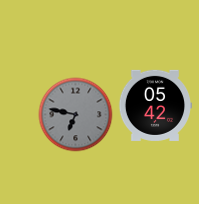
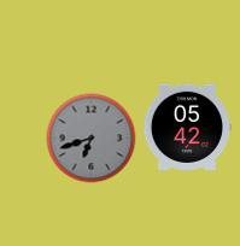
clock at (76, 115): 6:47 -> 6:42
